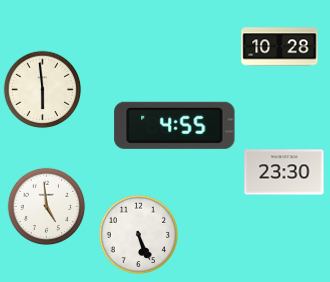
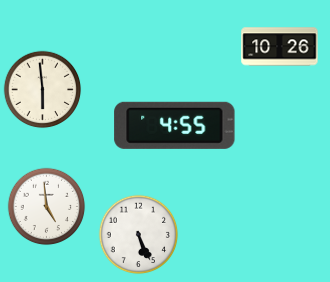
clock at (280, 47): 10:28 -> 10:26
clock at (284, 172): 23:30 -> none
